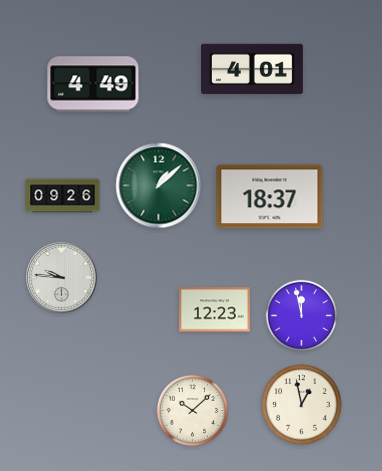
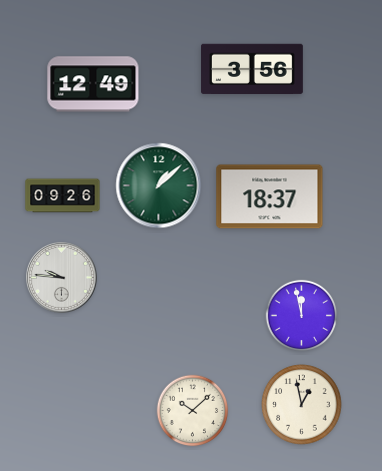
clock at (253, 69): 4:01 -> 3:56
clock at (93, 84): 4:49 -> 12:49
clock at (215, 310): 12:23 -> none
